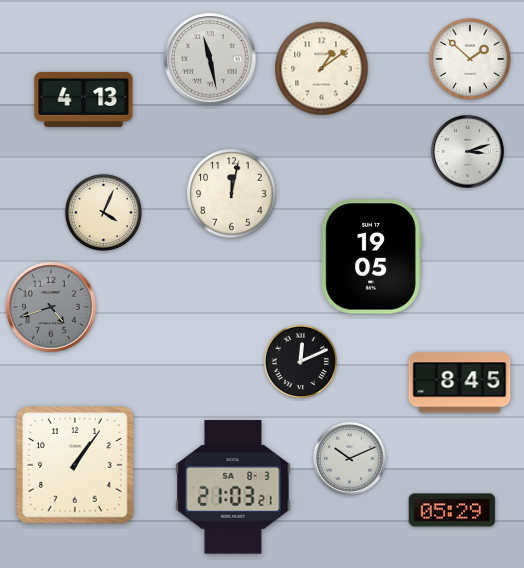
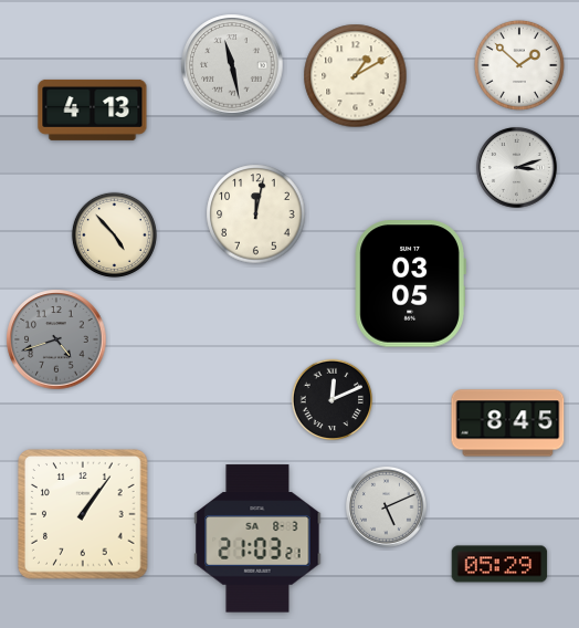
clock at (322, 69): 1:09 -> 1:10
clock at (103, 212): 4:04 -> 4:53
clock at (371, 257): 19:05 -> 03:05
clock at (350, 458): 10:11 -> 5:11
